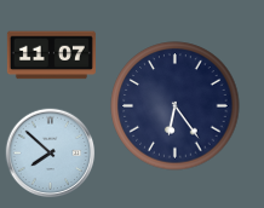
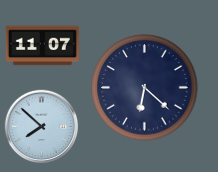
clock at (176, 106): 6:24 -> 6:22
